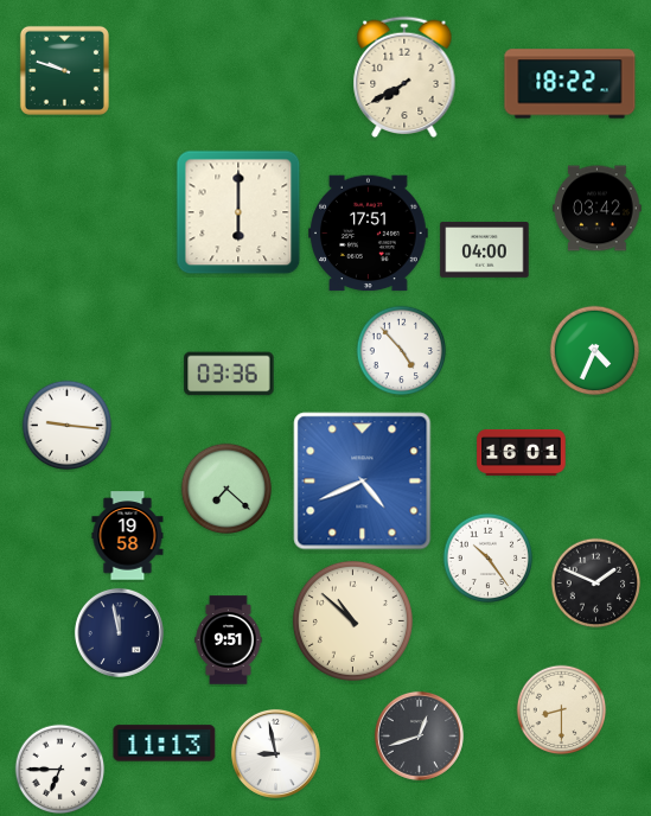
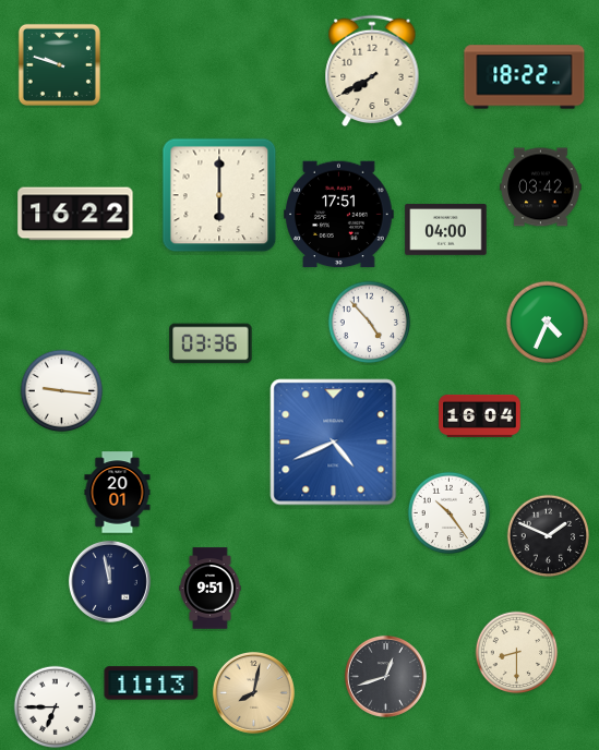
clock at (598, 209) position: (598, 209) -> (541, 187)
clock at (75, 214): none -> 16:22
clock at (522, 452): 16:01 -> 16:04
clock at (226, 489): 7:22 -> none
clock at (128, 536): 19:58 -> 20:01
clock at (352, 620): 10:52 -> none
clock at (275, 753): 8:58 -> 8:02
clock at (275, 753) dial: white -> champagne
